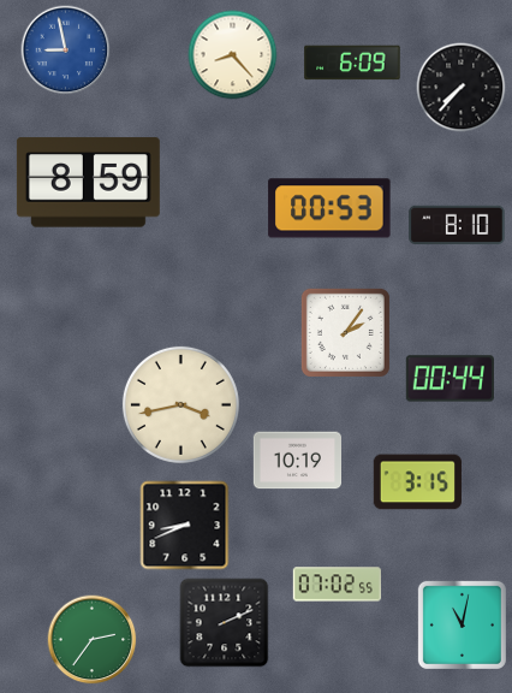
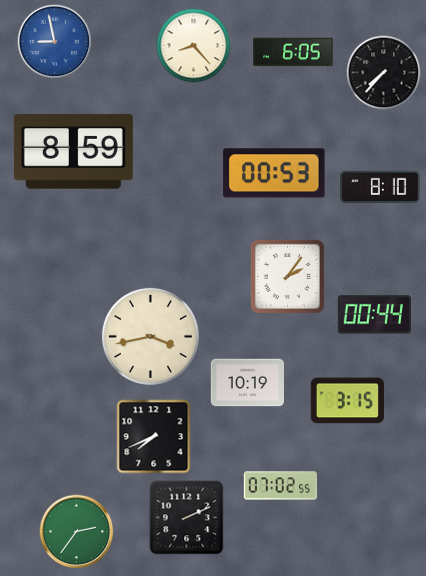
clock at (352, 63): 6:09 -> 6:05
clock at (185, 526): 8:41 -> 7:41
clock at (462, 624): 11:02 -> none
